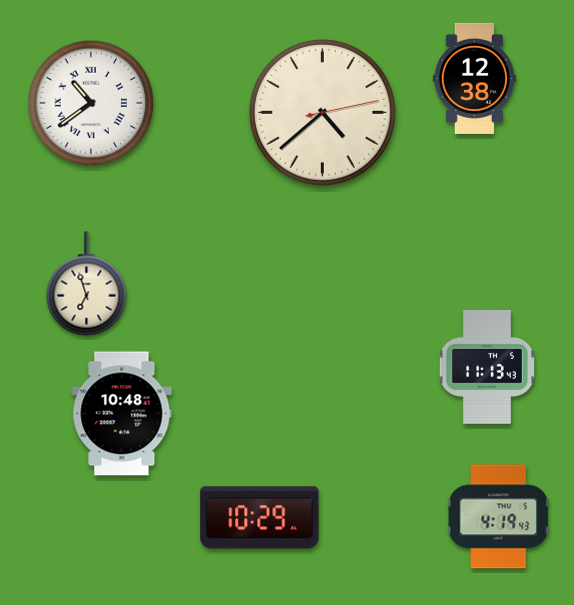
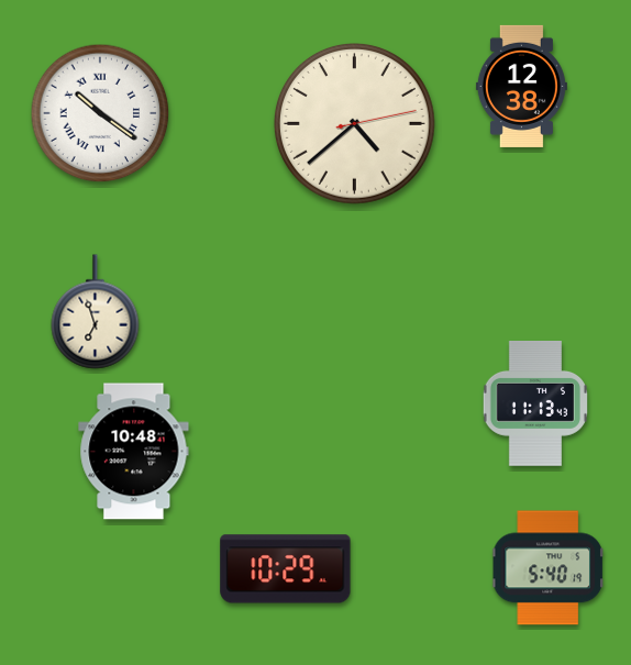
clock at (91, 103): 10:39 -> 10:21
clock at (122, 414) position: (122, 414) -> (134, 452)
clock at (499, 517): 4:19 -> 5:40
